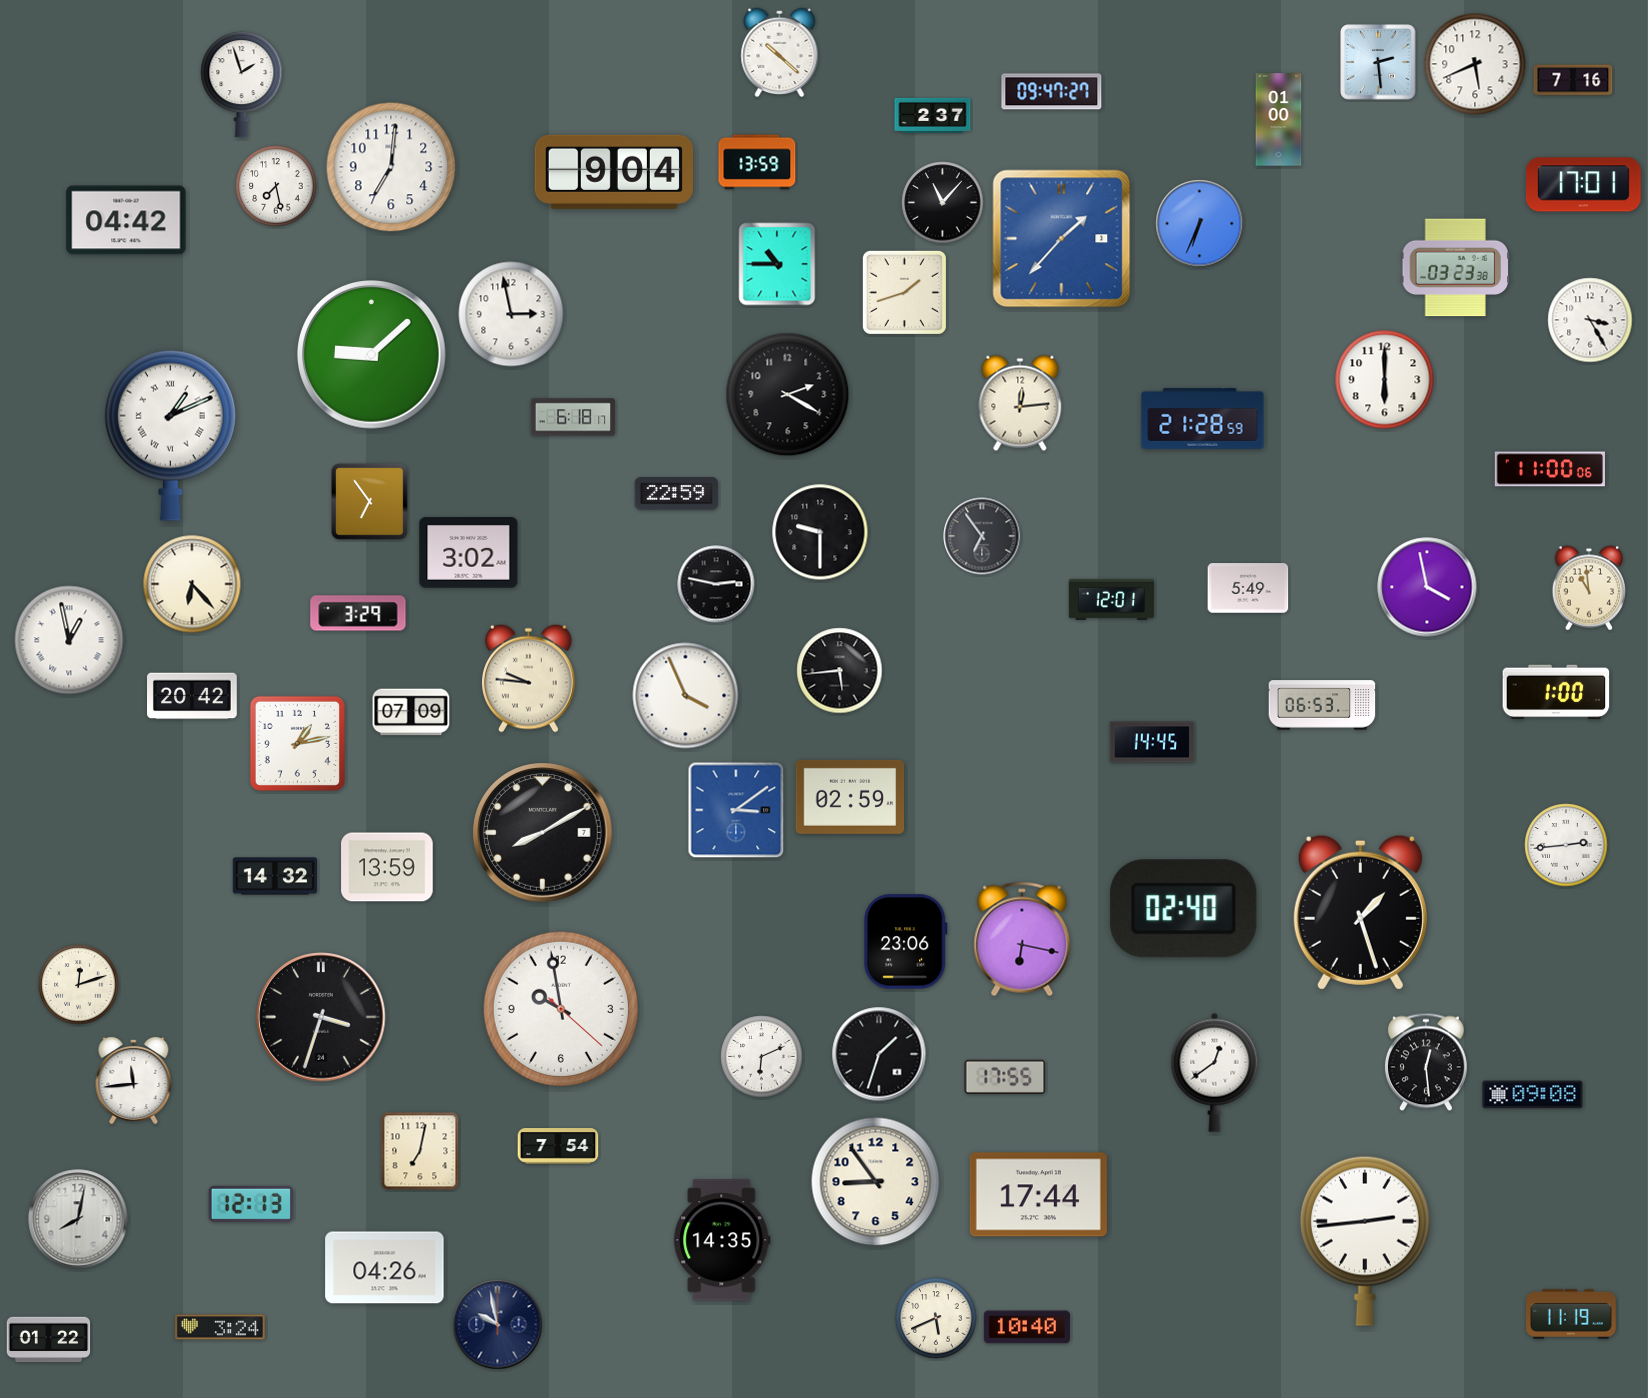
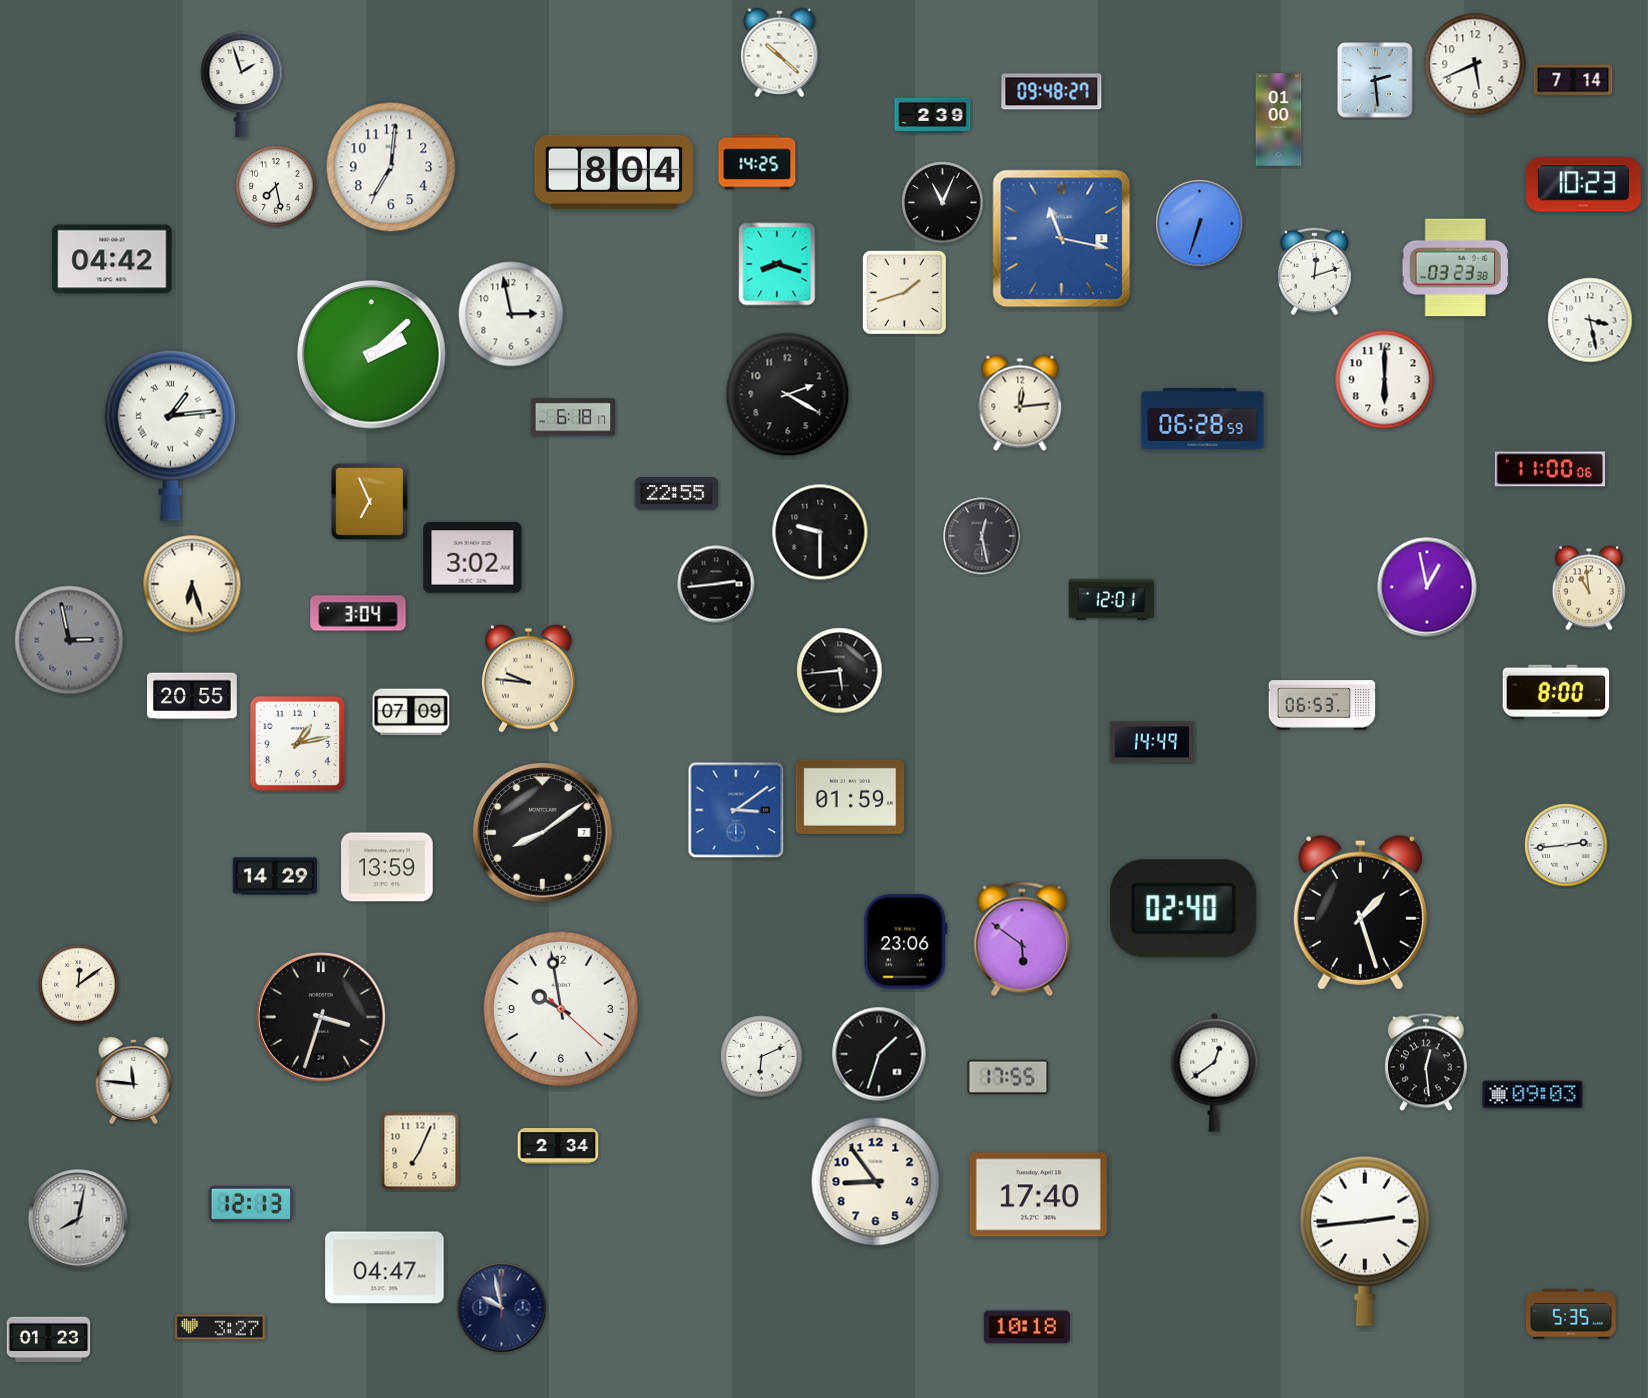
clock at (1378, 62) position: (1378, 62) -> (1375, 80)
clock at (1573, 80): 7:16 -> 7:14
clock at (1052, 92): 09:47 -> 09:48
clock at (933, 115): 2:37 -> 2:39
clock at (757, 162): 13:59 -> 14:25
clock at (613, 172): 9:04 -> 8:04
clock at (1583, 185): 17:01 -> 10:23
clock at (943, 203): 11:07 -> 11:04
clock at (126, 220) position: (126, 220) -> (112, 259)
clock at (1200, 224): 6:34 -> 6:33
clock at (1062, 239): 1:37 -> 11:17
clock at (777, 264): 10:45 -> 8:18
clock at (1314, 272): none -> 12:12
clock at (1590, 320): 3:25 -> 3:28
clock at (372, 355): 9:08 -> 2:08
clock at (1203, 418): 21:28 -> 06:28
clock at (170, 435): 1:11 -> 1:14
clock at (677, 494): 22:59 -> 22:55
clock at (369, 501): 6:54 -> 6:56
clock at (982, 536): 6:54 -> 12:28
clock at (469, 553) position: (469, 553) -> (473, 558)
clock at (192, 584): 6:23 -> 6:27
clock at (716, 584): 2:47 -> 2:44
clock at (1427, 587): 3:58 -> 12:58
clock at (1248, 588): 5:49 -> none
clock at (358, 613): 3:29 -> 3:04
clock at (69, 640): 12:58 -> 2:58
clock at (69, 640) dial: white -> grey
clock at (1556, 692): 1:00 -> 8:00
clock at (193, 696): 20:42 -> 20:55
clock at (686, 696): 3:56 -> none
clock at (1152, 742): 14:45 -> 14:49
clock at (850, 797): 02:59 -> 01:59
clock at (543, 833): 8:10 -> 8:09
clock at (275, 876): 14:32 -> 14:29
clock at (1022, 939): 6:17 -> 5:51
clock at (79, 985): 12:12 -> 12:09
clock at (1005, 1077) position: (1005, 1077) -> (1008, 1077)
clock at (134, 1080): 11:44 -> 11:46
clock at (1533, 1095): 09:08 -> 09:03
clock at (558, 1146): 7:54 -> 2:34
clock at (420, 1151): 7:02 -> 7:04
clock at (1038, 1195): 17:44 -> 17:40
clock at (722, 1240): 14:35 -> none
clock at (385, 1268): 04:26 -> 04:47
clock at (1572, 1314): 11:19 -> 5:35
clock at (936, 1318): 5:41 -> none
clock at (498, 1325) position: (498, 1325) -> (502, 1308)
clock at (221, 1327): 3:24 -> 3:27
clock at (1027, 1327): 10:40 -> 10:18
clock at (49, 1340): 01:22 -> 01:23
